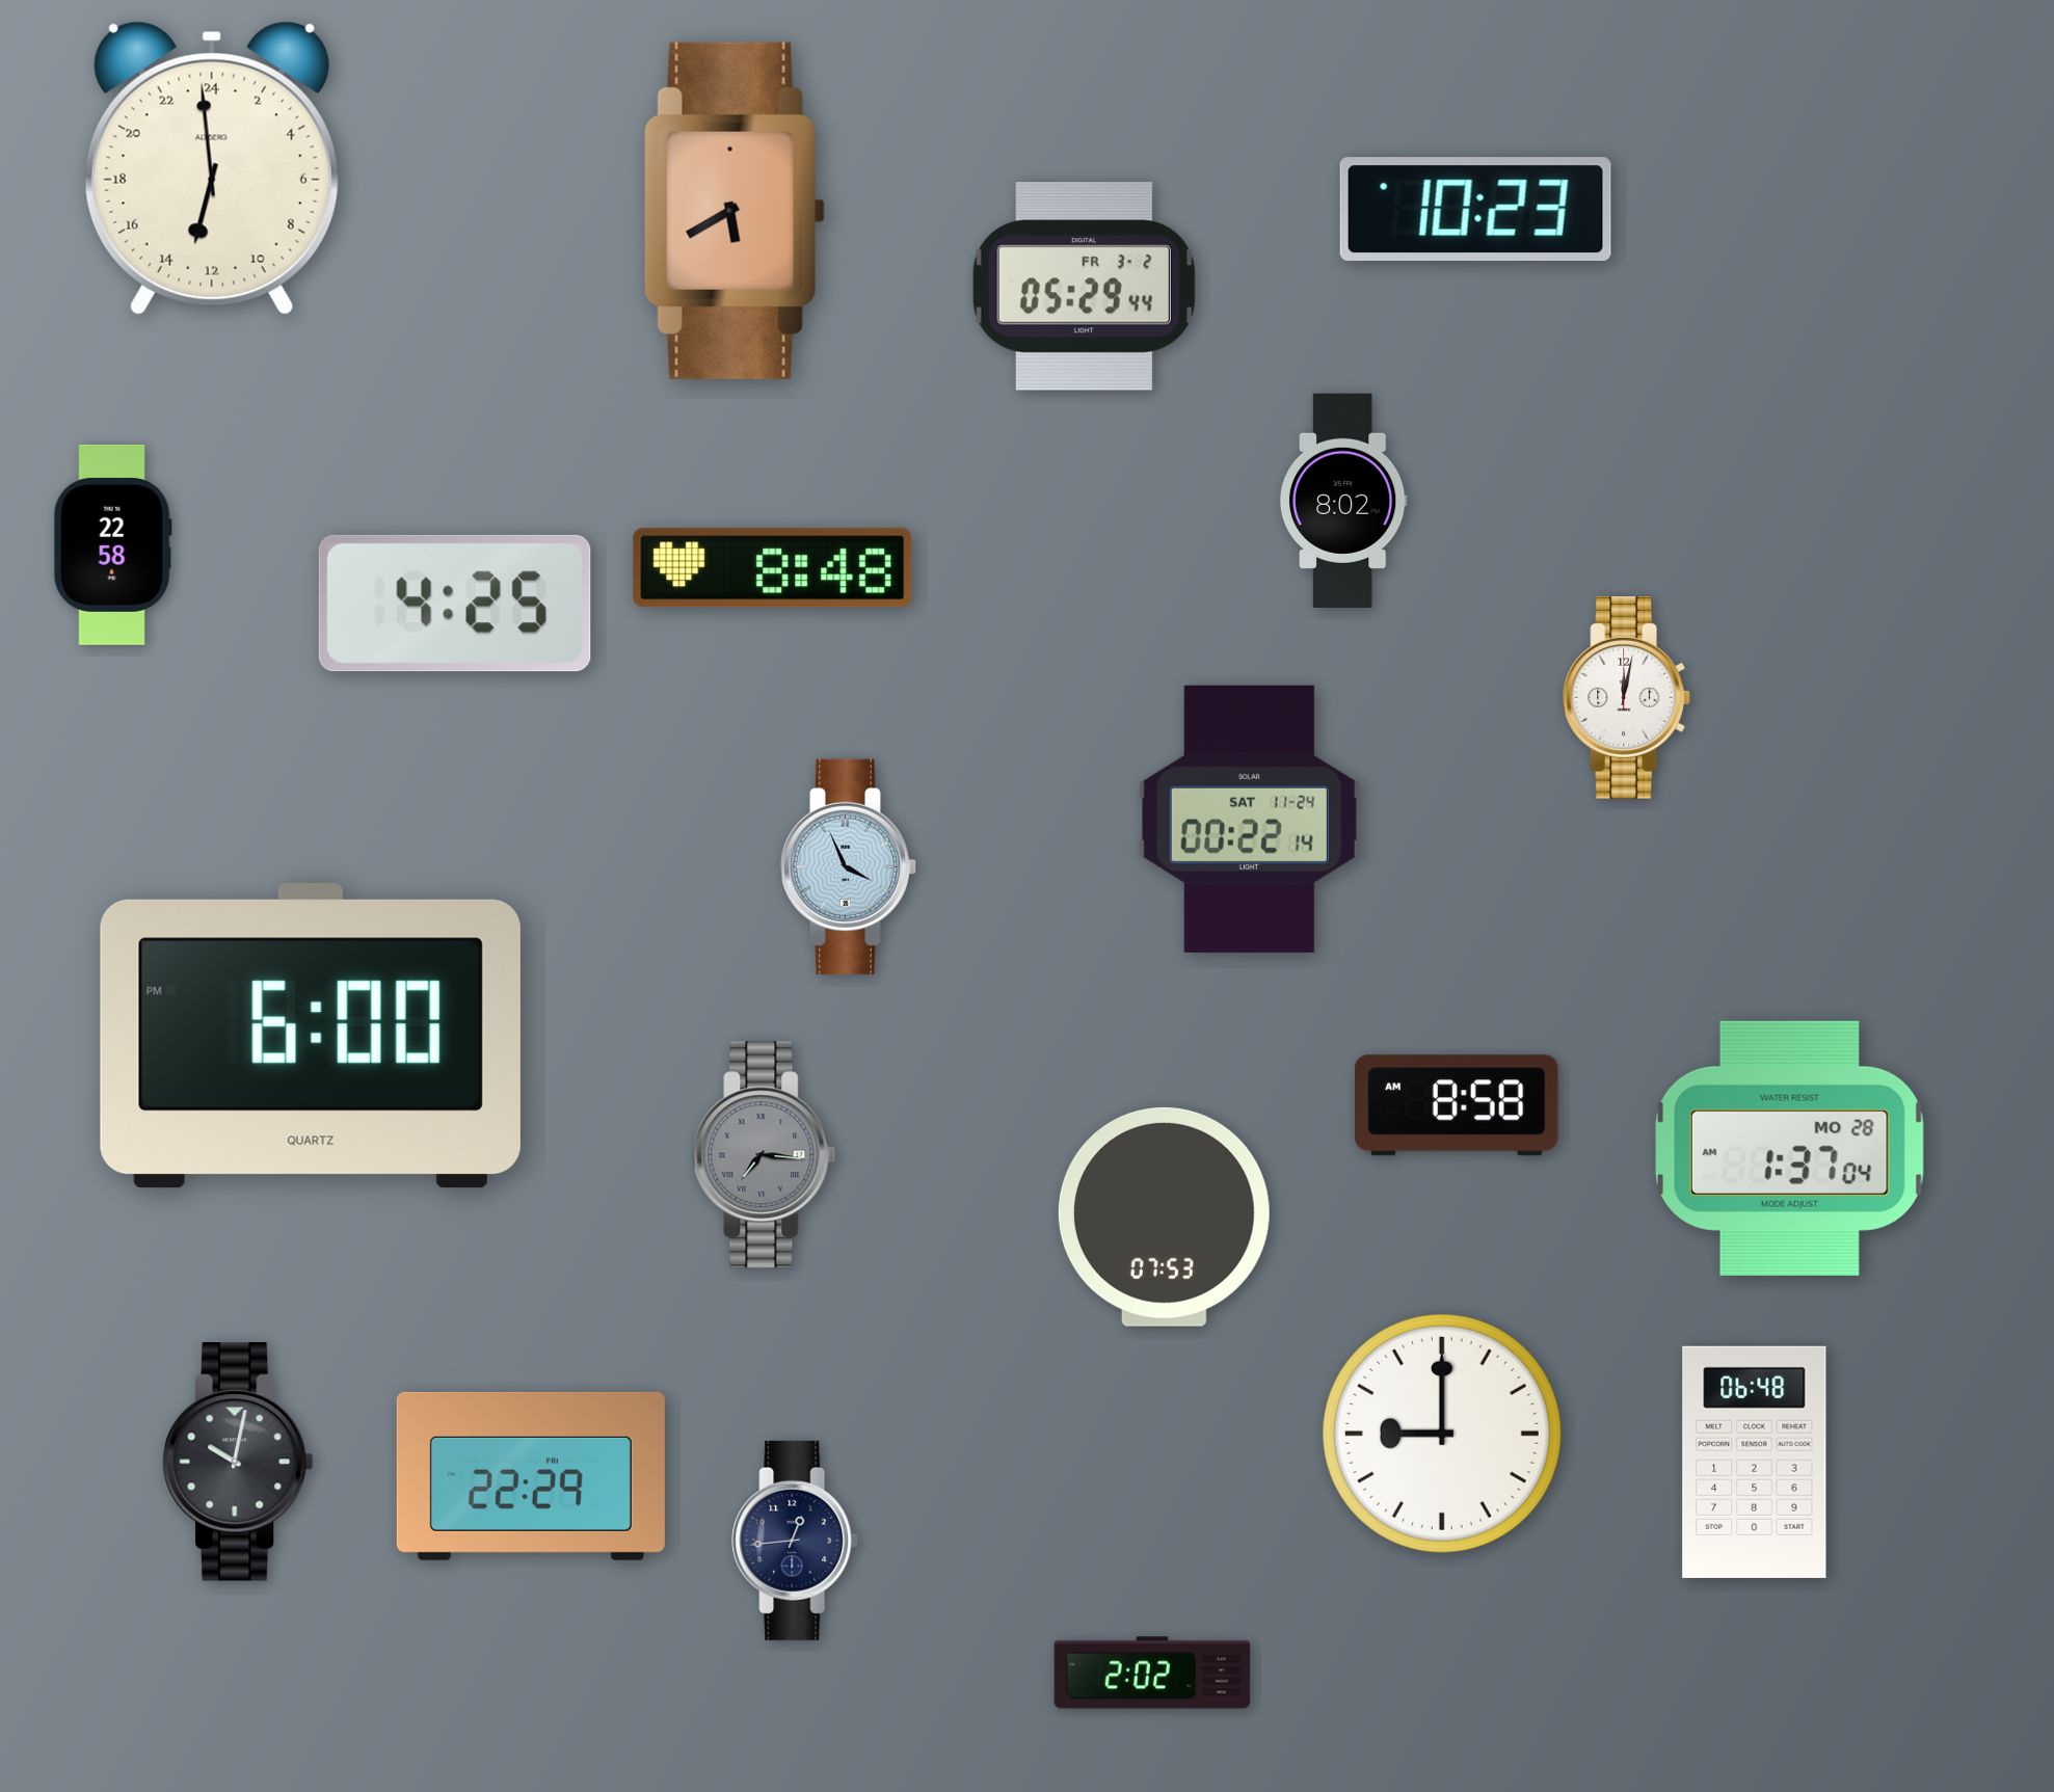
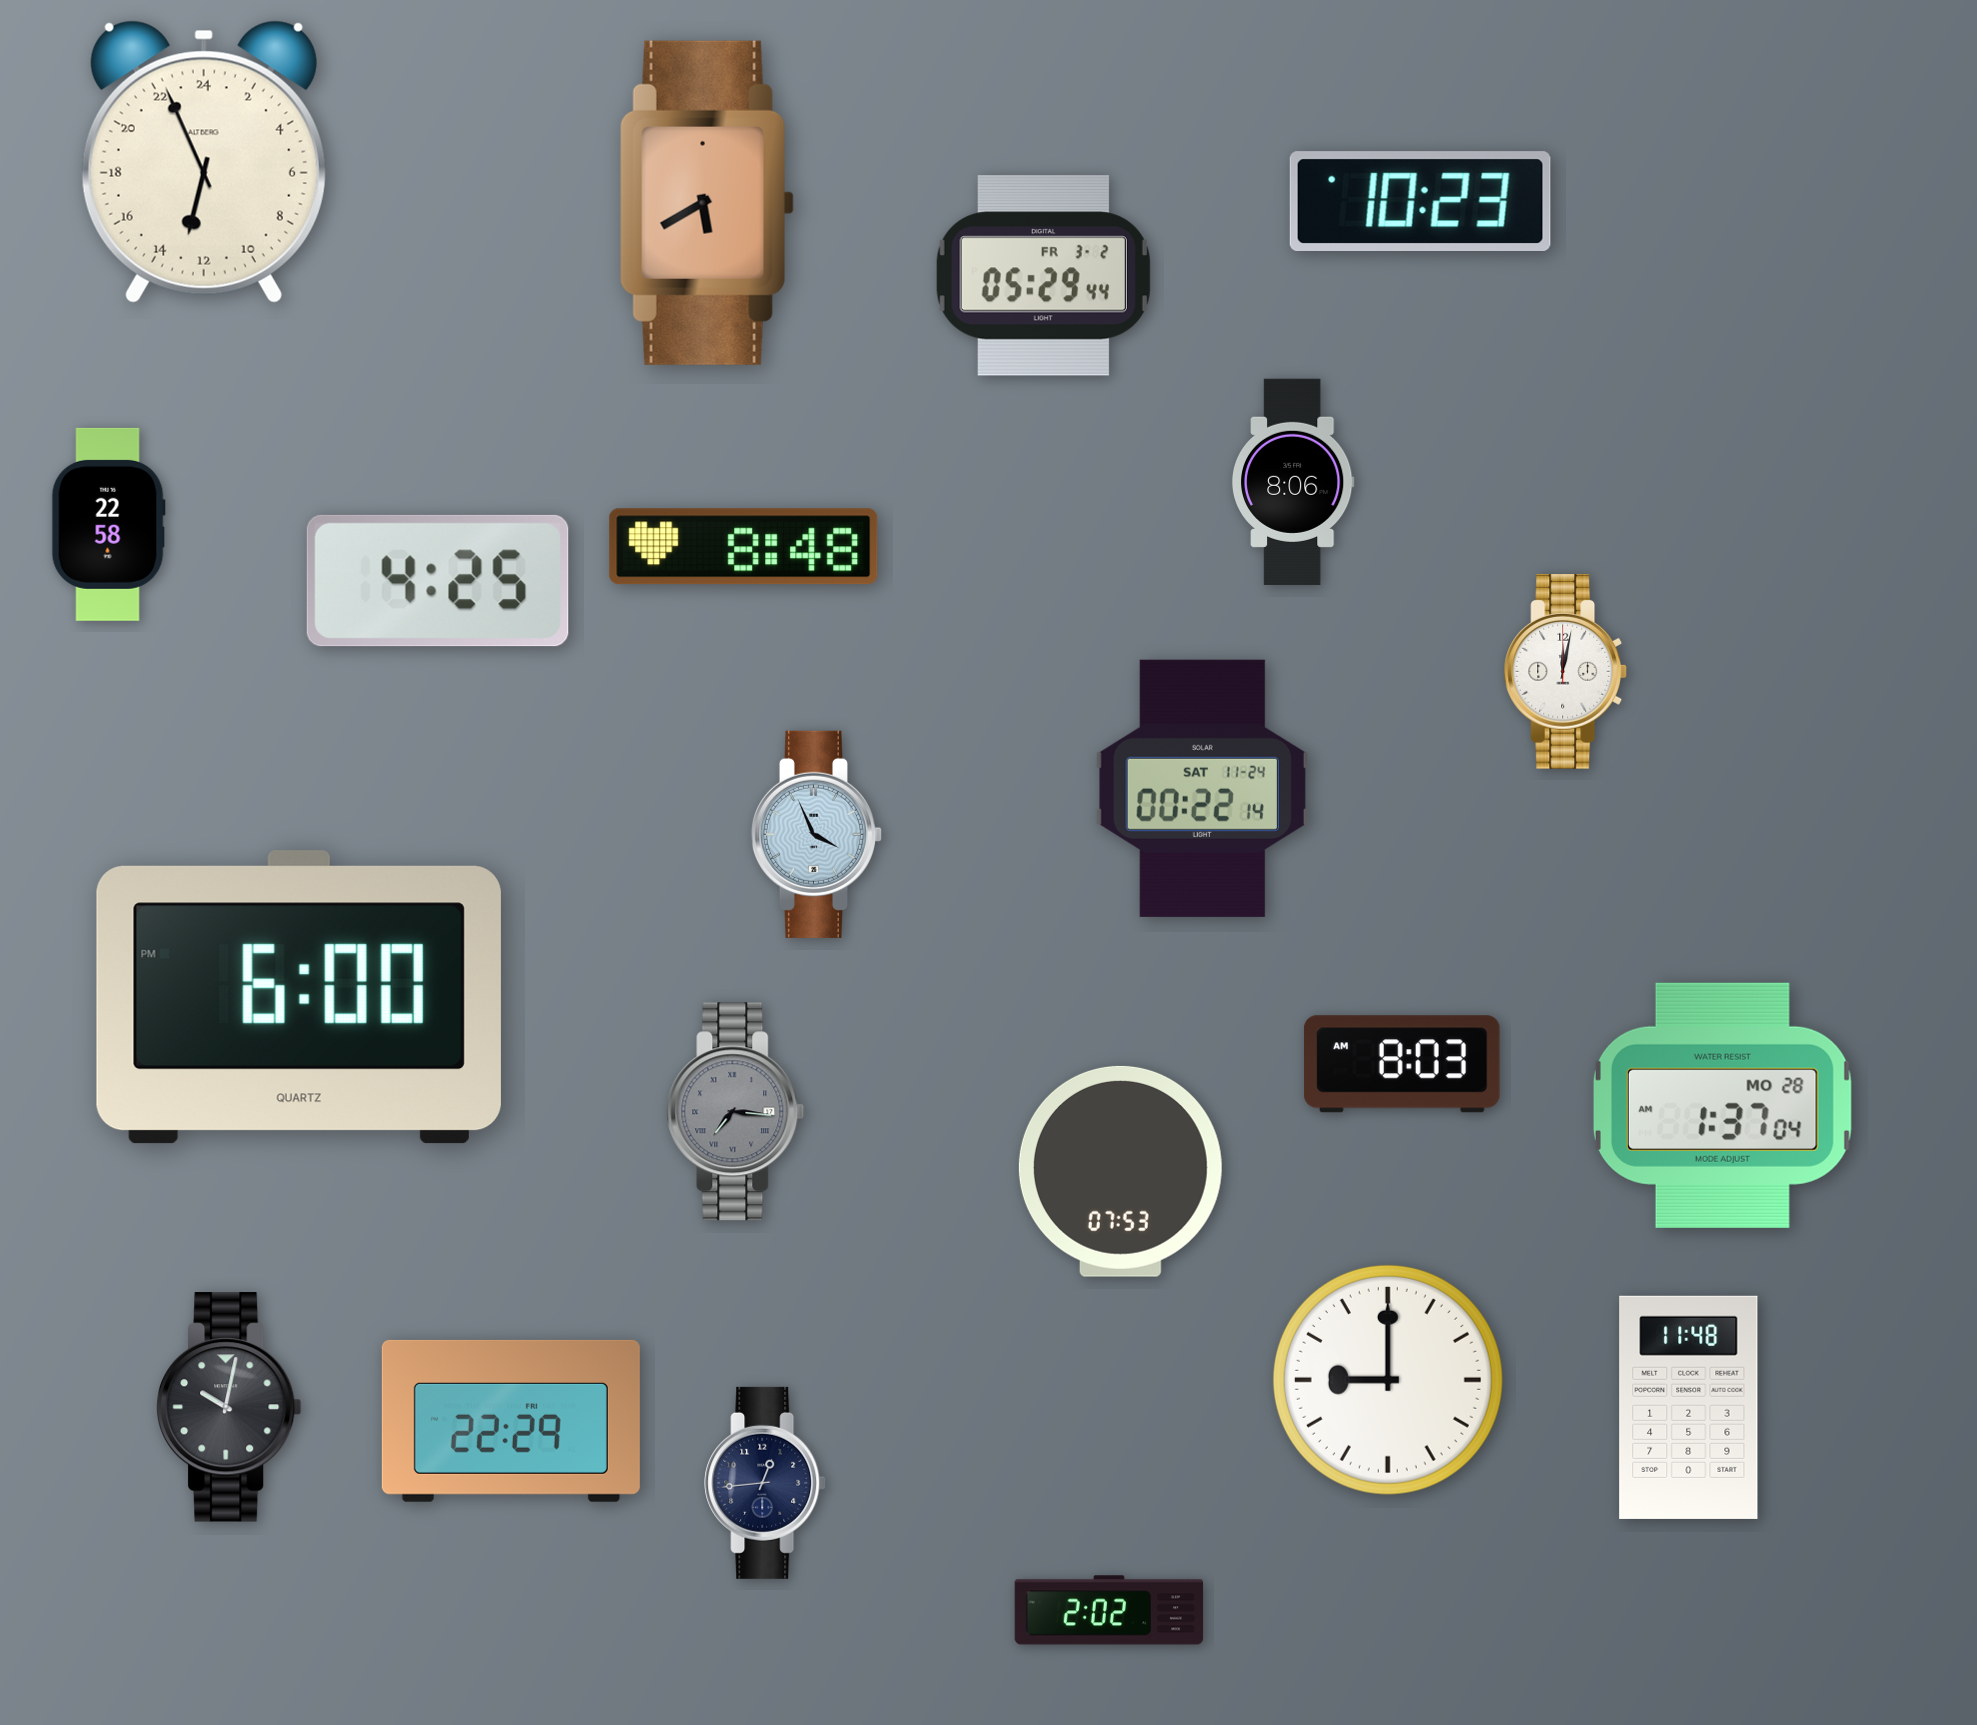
clock at (212, 168): 12:59 -> 12:56
clock at (1343, 501): 8:02 -> 8:06
clock at (1457, 1105): 8:58 -> 8:03
clock at (1755, 1462): 06:48 -> 11:48
